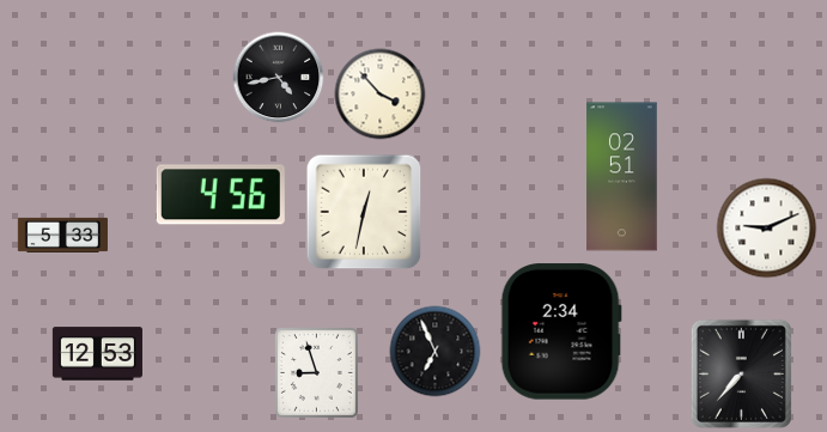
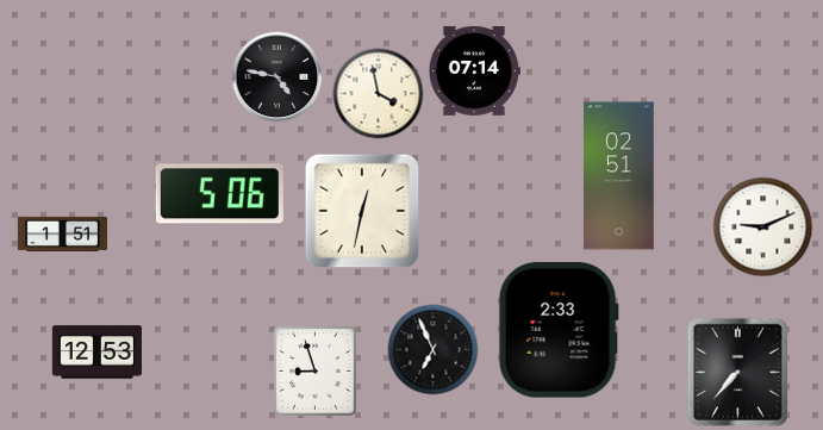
clock at (474, 71): none -> 07:14
clock at (279, 78): 4:43 -> 4:47
clock at (381, 95): 3:53 -> 3:58
clock at (220, 195): 4:56 -> 5:06
clock at (62, 235): 5:33 -> 1:51
clock at (561, 331): 2:34 -> 2:33
